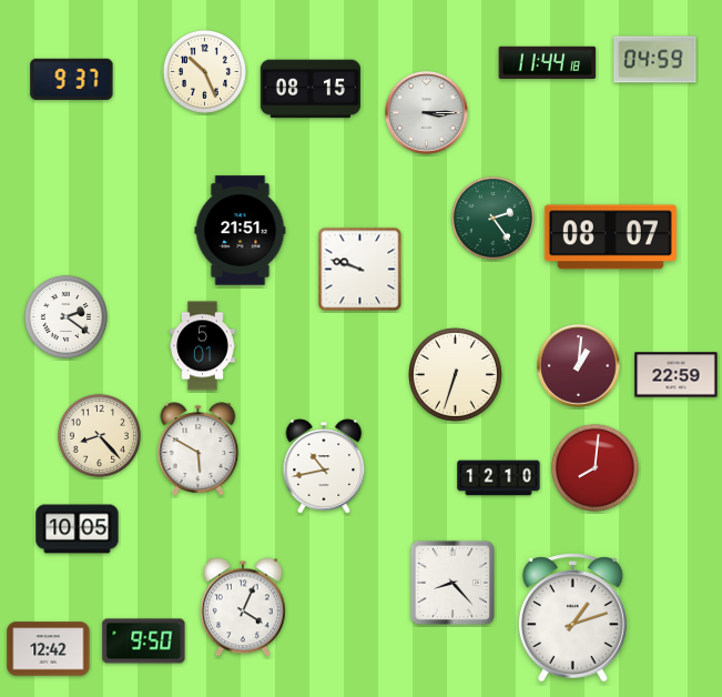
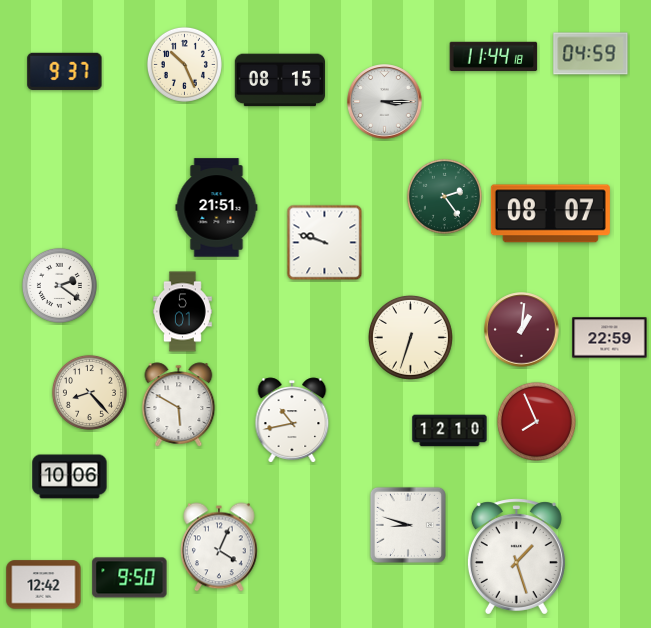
clock at (594, 467): 8:01 -> 7:56
clock at (78, 529): 10:05 -> 10:06
clock at (452, 583): 8:23 -> 8:48
clock at (572, 618): 1:12 -> 1:27
